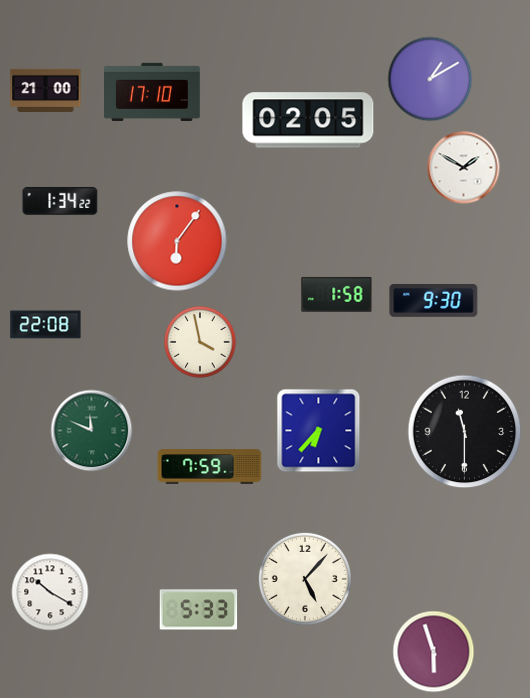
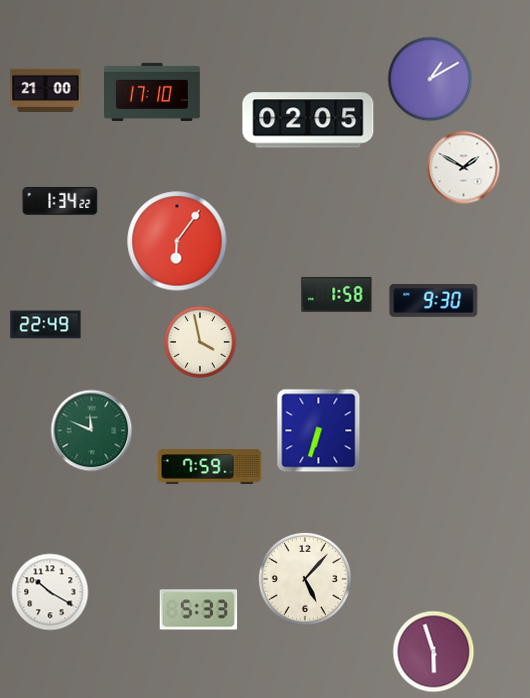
clock at (46, 325): 22:08 -> 22:49
clock at (319, 431): 6:37 -> 6:33
clock at (465, 432): 11:30 -> none
